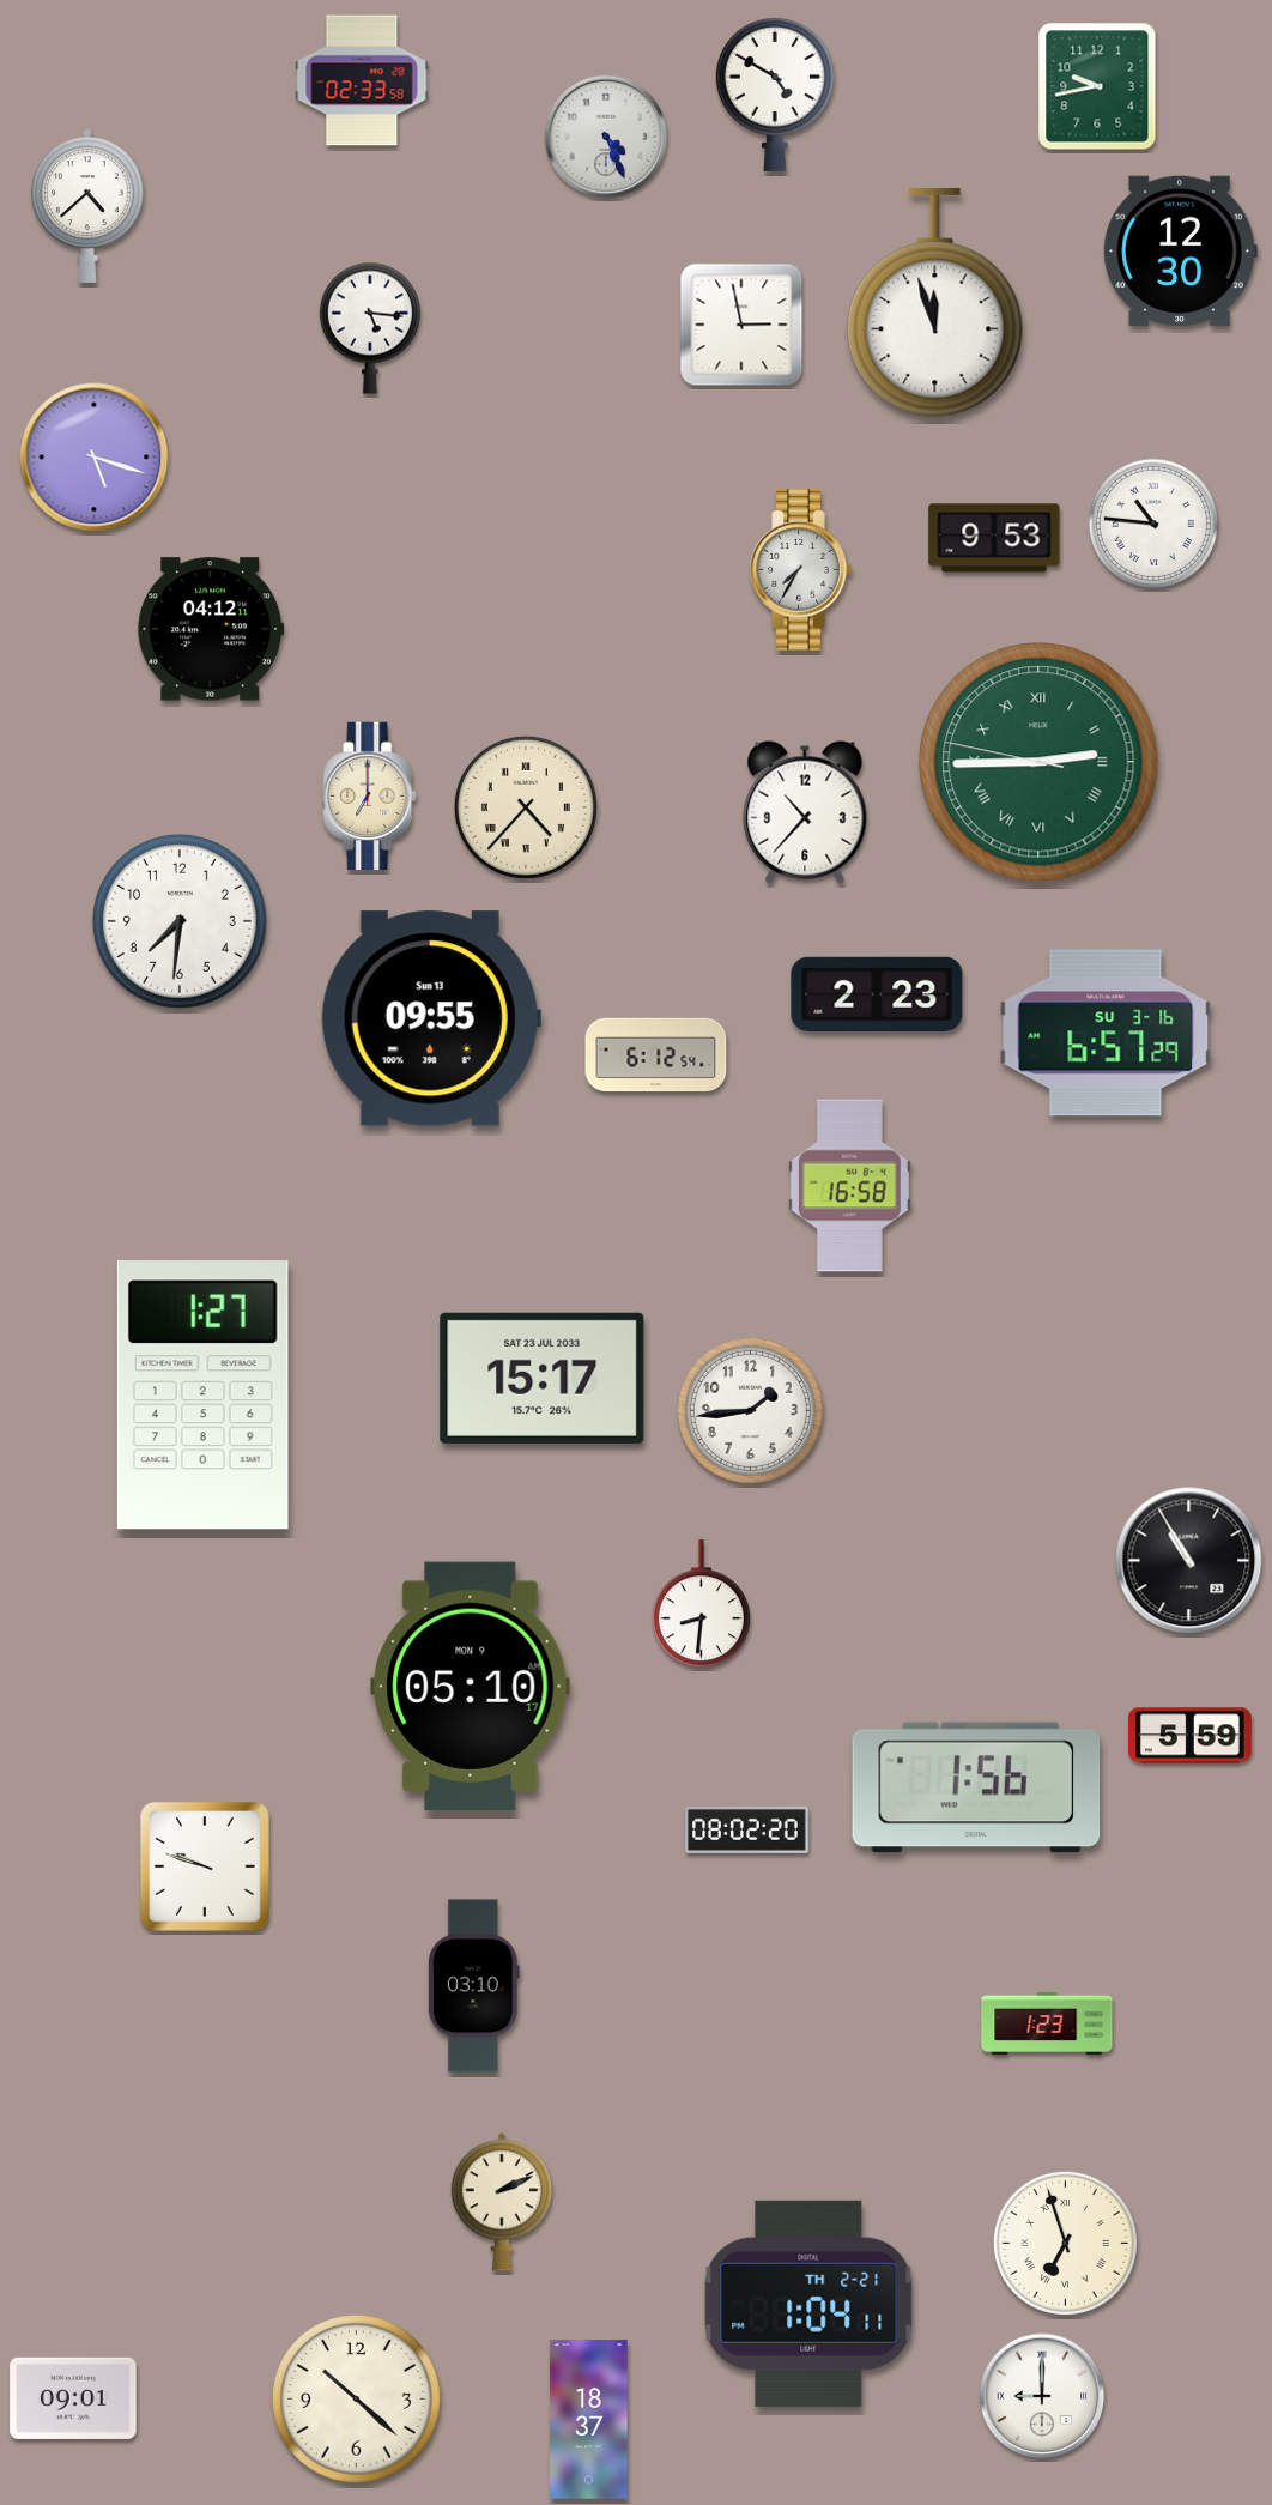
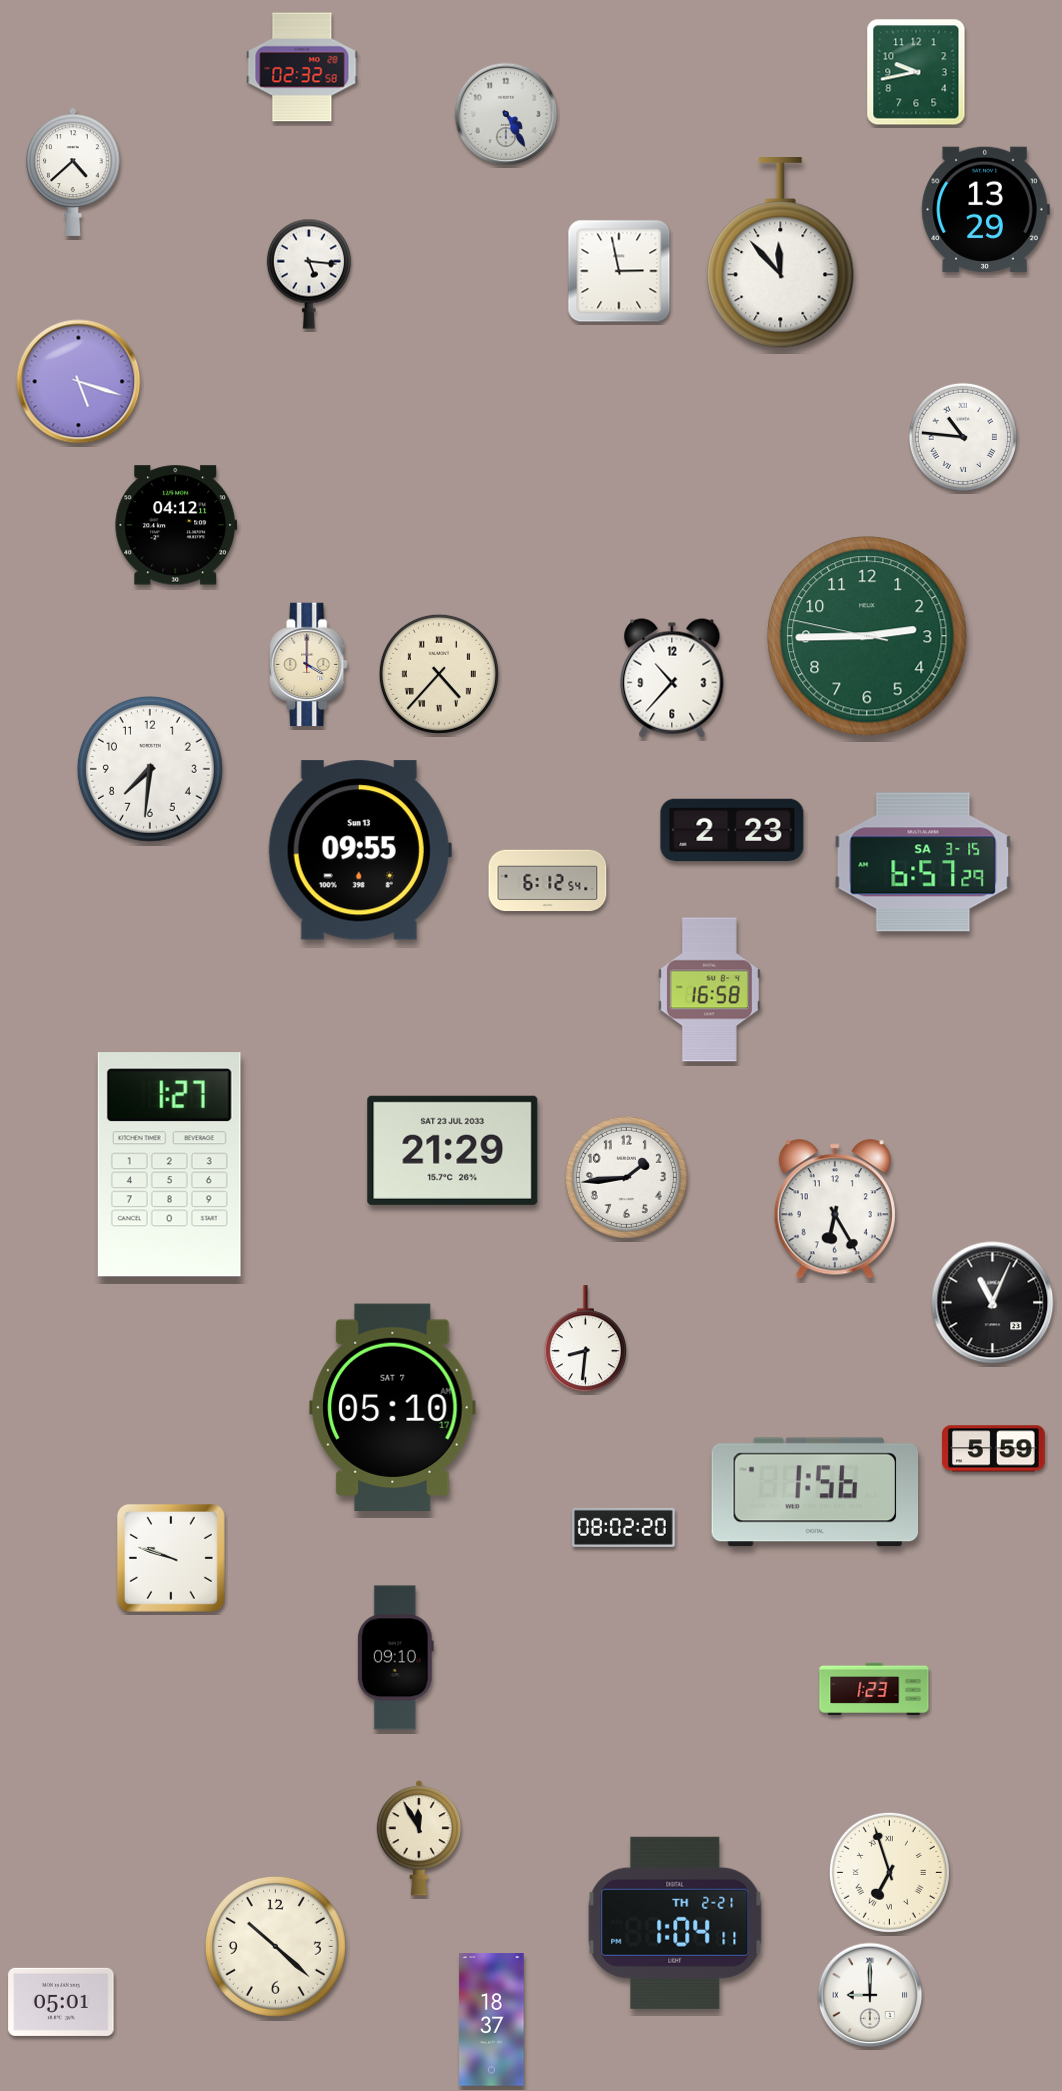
clock at (362, 80): 02:33 -> 02:32
clock at (775, 93): 4:50 -> none
clock at (606, 137): 4:26 -> 4:25
clock at (1180, 250): 12:30 -> 13:29
clock at (935, 304): 11:57 -> 11:53
clock at (994, 538): 9:53 -> none
clock at (800, 570): 7:35 -> none
clock at (1038, 762) numerals: Roman -> Arabic
clock at (370, 797): 7:00 -> 4:00
clock at (1106, 1033) date: SU 3-16 -> SA 3-15
clock at (543, 1378): 15:17 -> 21:29
clock at (835, 1210): none -> 6:25
clock at (1189, 1561): 10:55 -> 11:04
clock at (471, 1686) date: MON 9 -> SAT 7
clock at (473, 1986): 03:10 -> 09:10
clock at (501, 2202): 2:11 -> 11:55
clock at (1042, 2396) position: (1042, 2396) -> (870, 1995)
clock at (73, 2398): 09:01 -> 05:01
clock at (356, 2398) position: (356, 2398) -> (275, 1946)
